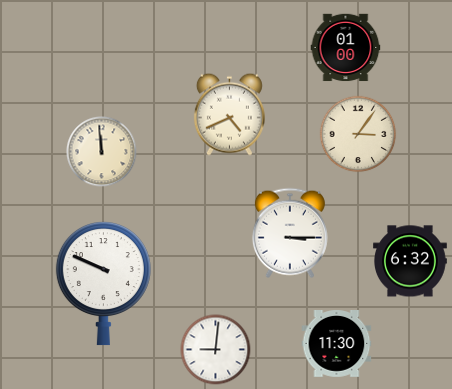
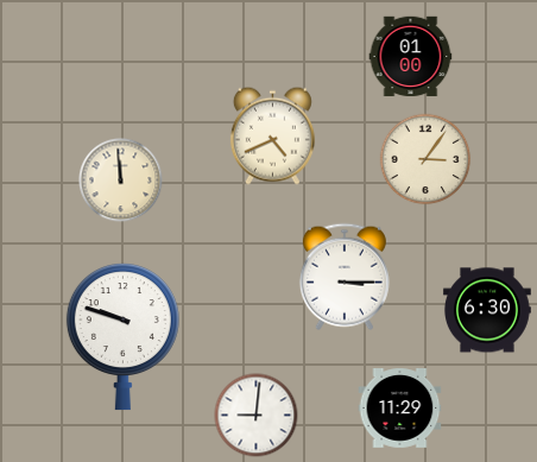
clock at (411, 261): 6:32 -> 6:30
clock at (103, 284): 9:49 -> 9:48
clock at (337, 344): 11:30 -> 11:29
